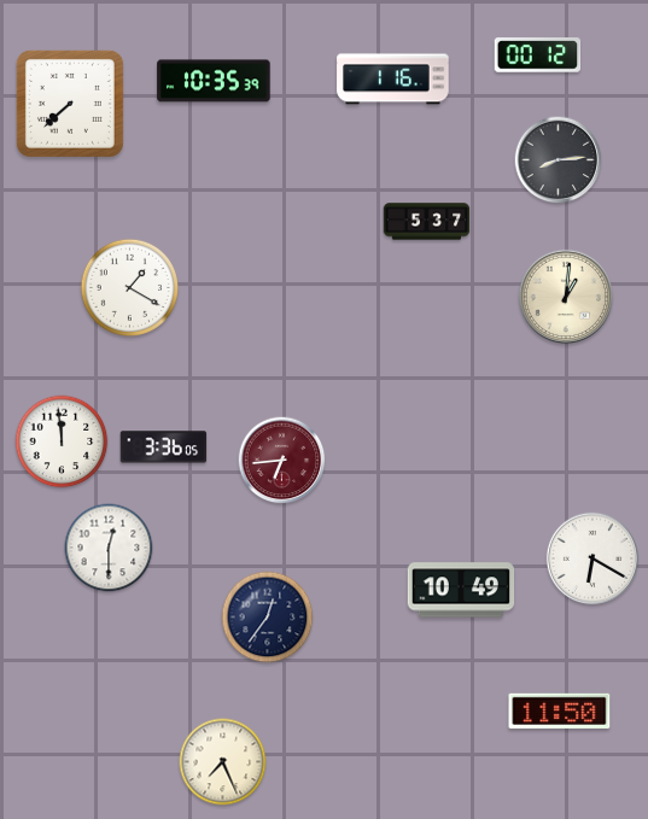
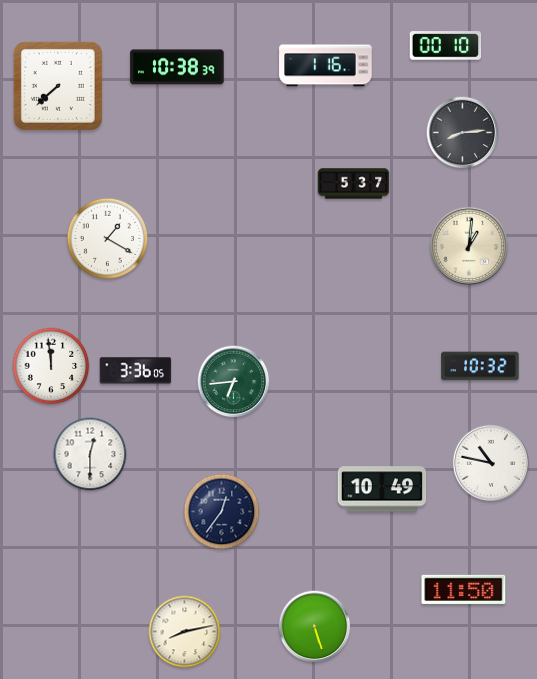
clock at (538, 55): 00:12 -> 00:10
clock at (214, 81): 10:35 -> 10:38
clock at (480, 366): none -> 10:32
clock at (282, 461) dial: burgundy -> green
clock at (591, 557): 6:20 -> 10:47
clock at (315, 627): none -> 5:27
clock at (223, 762): 7:26 -> 8:13
